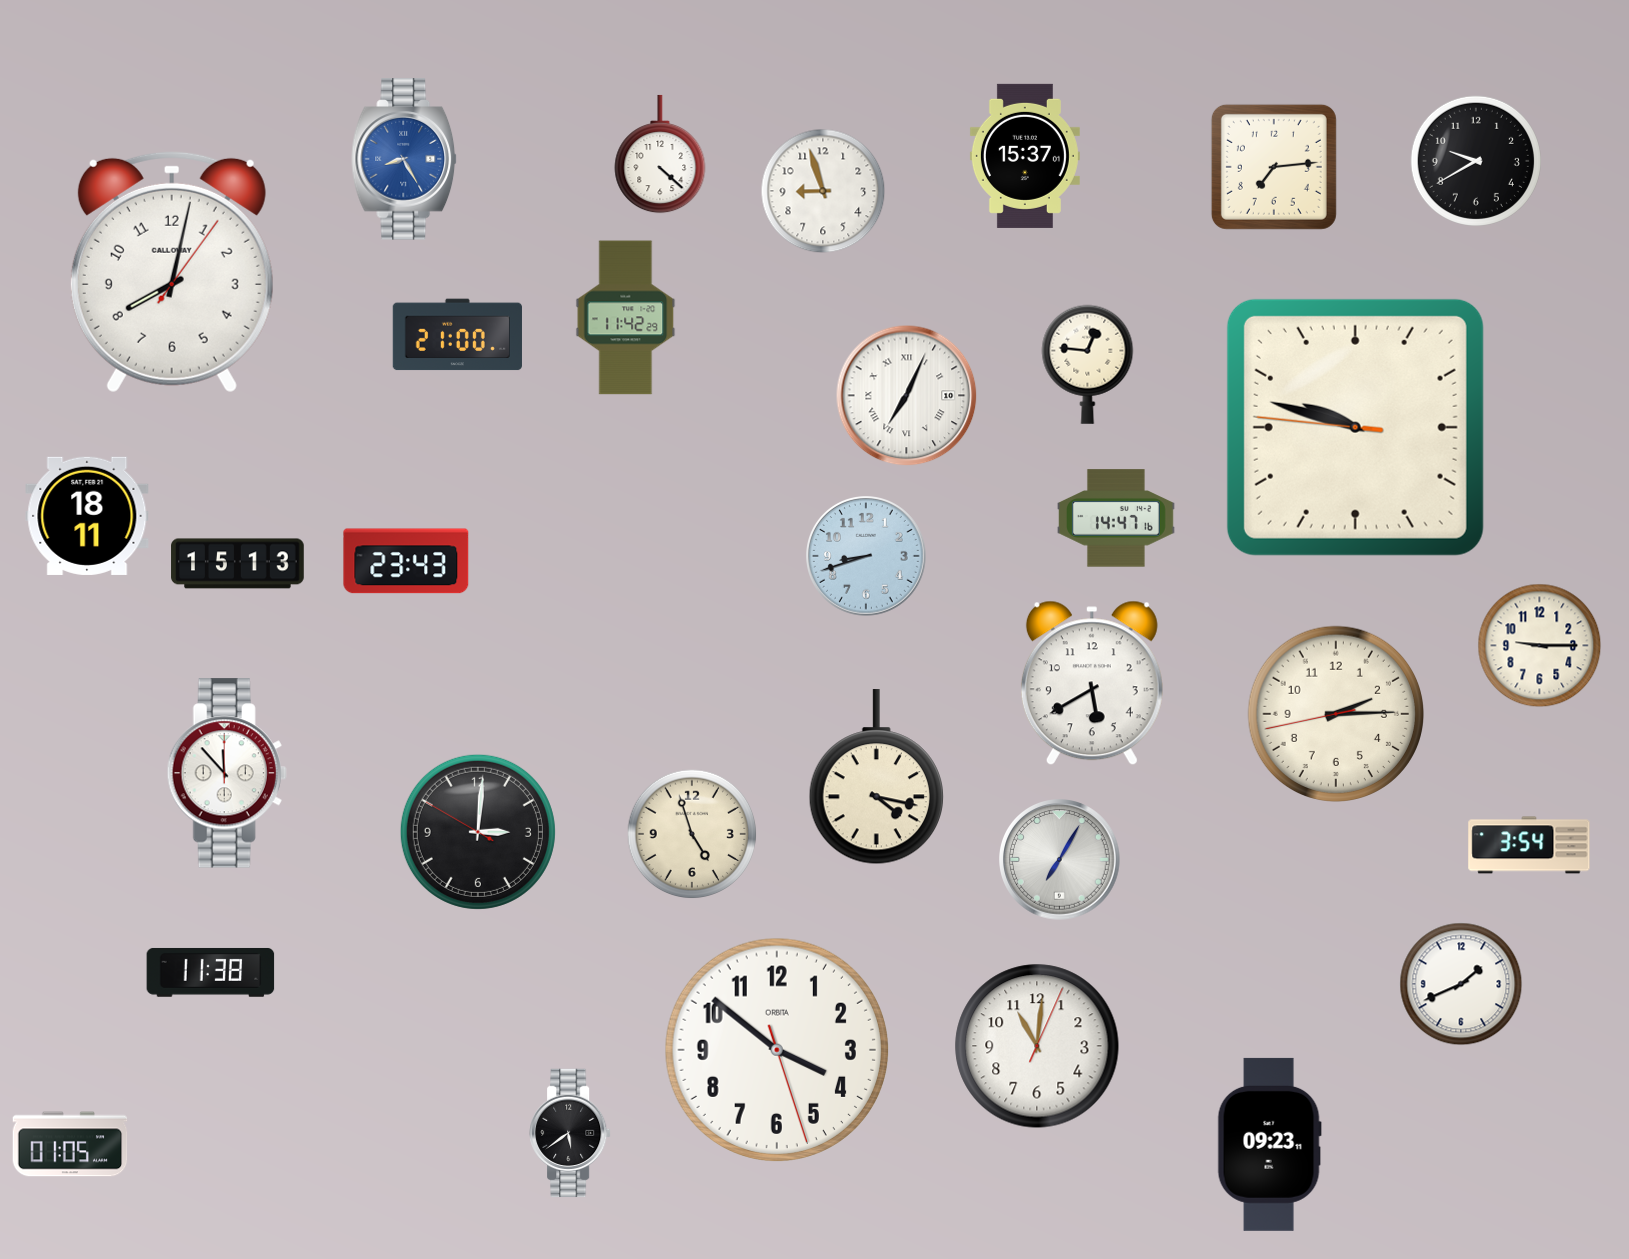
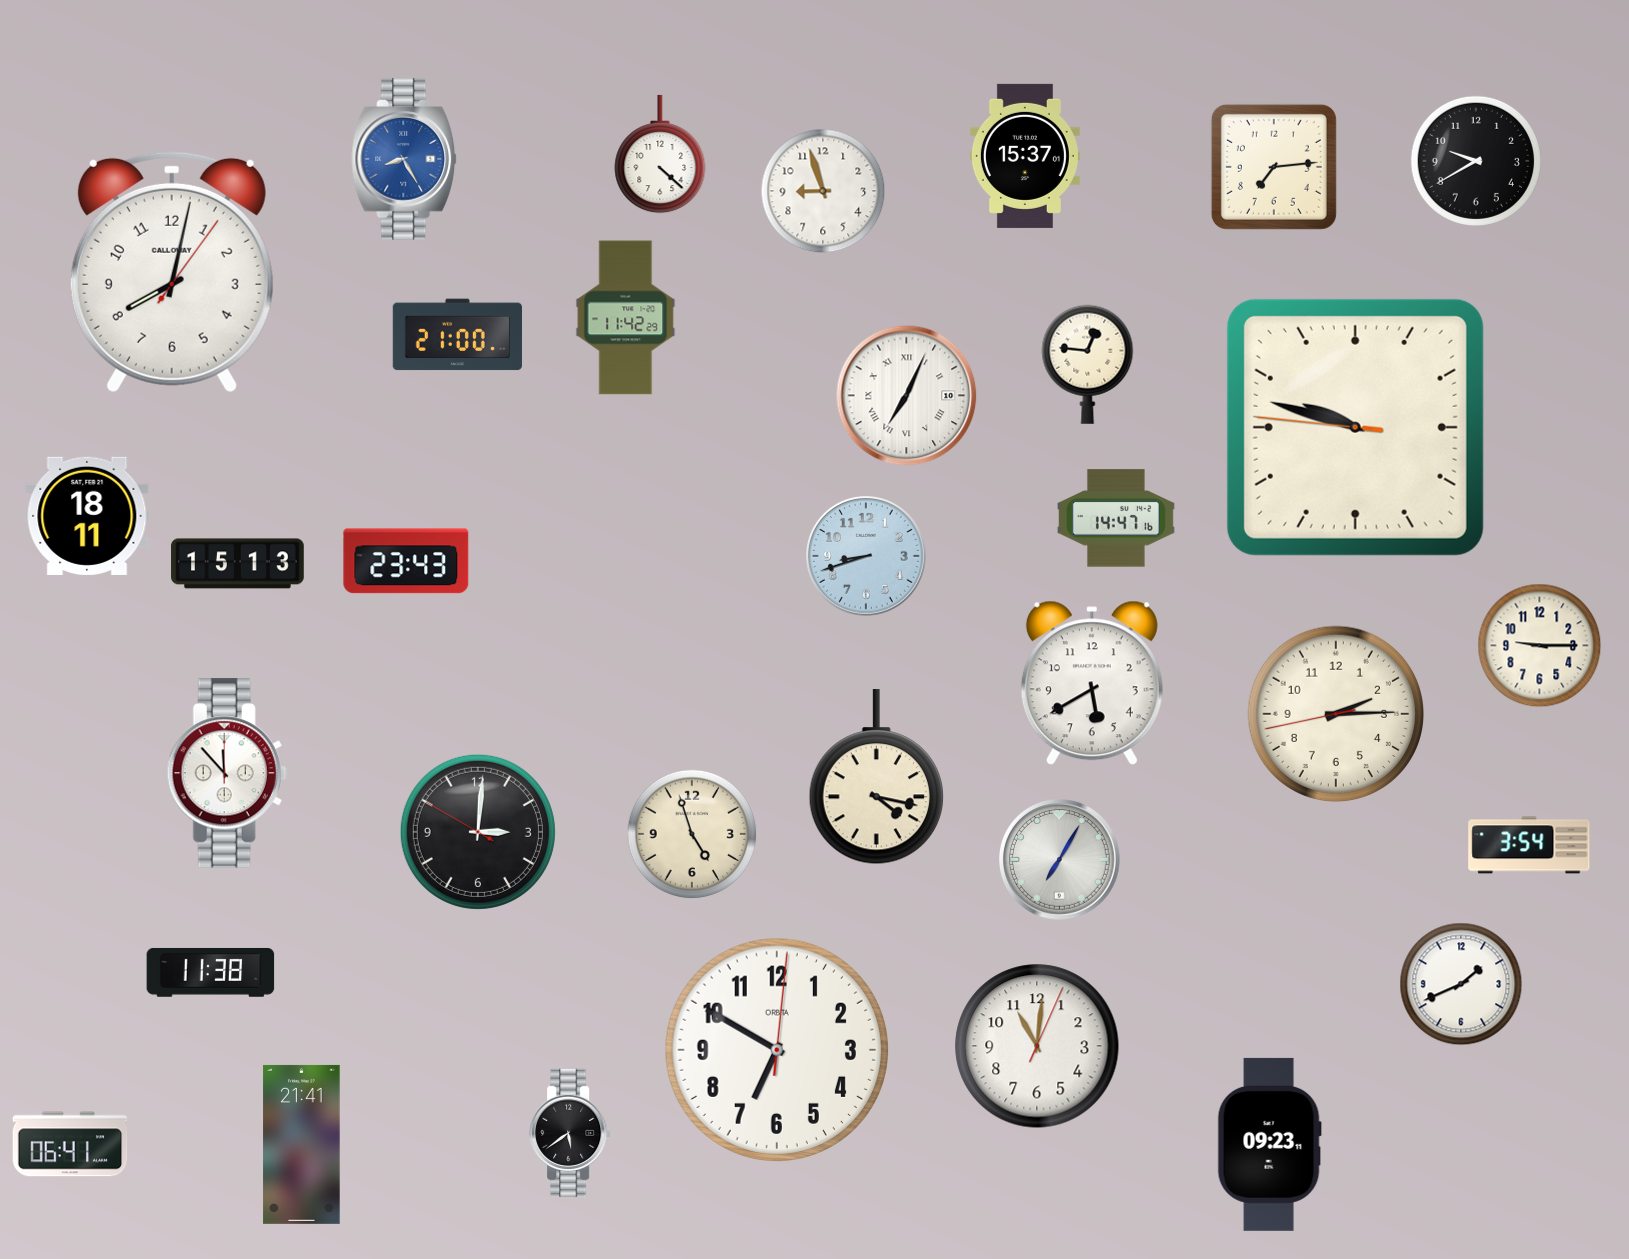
clock at (776, 1049): 3:51 -> 6:50
clock at (70, 1144): 01:05 -> 06:41
clock at (302, 1144): none -> 21:41
